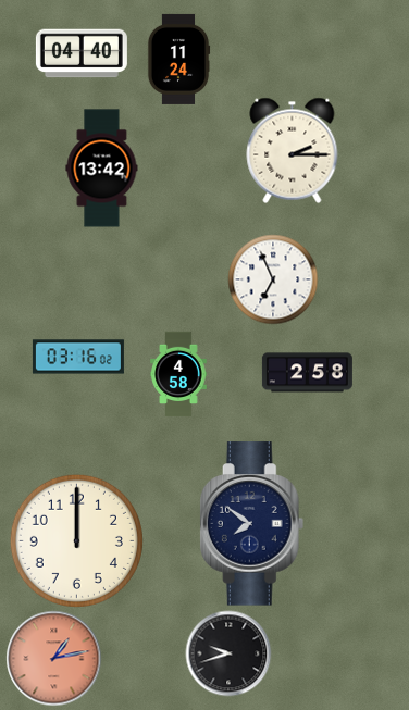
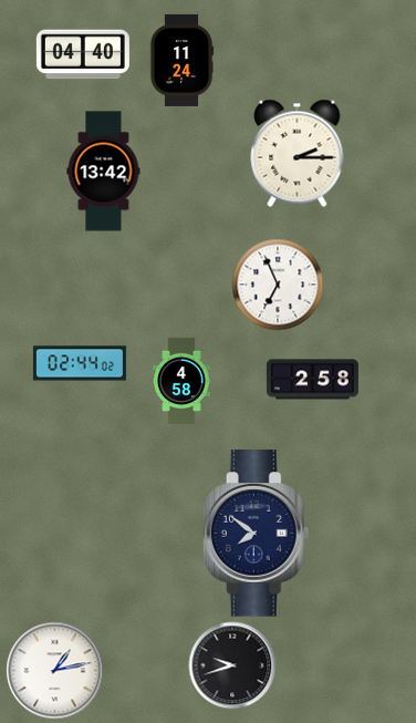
clock at (78, 357): 03:16 -> 02:44
clock at (76, 540): 12:00 -> none
clock at (53, 658) dial: salmon -> white
